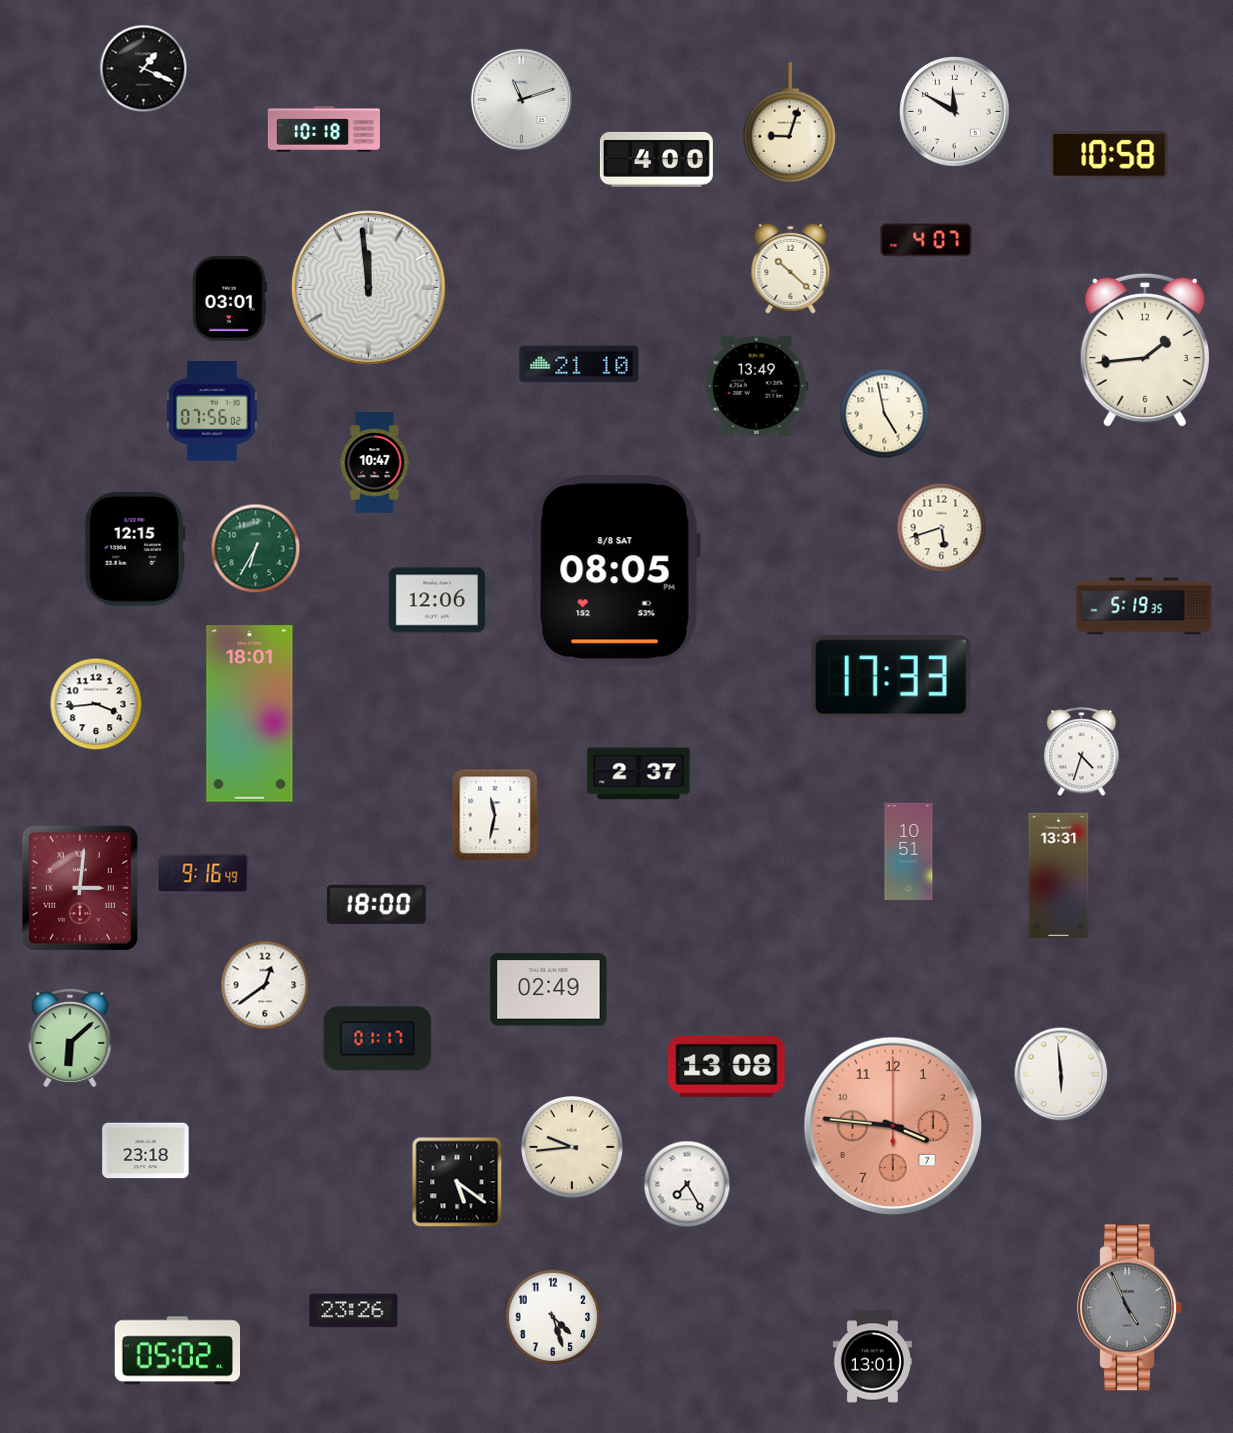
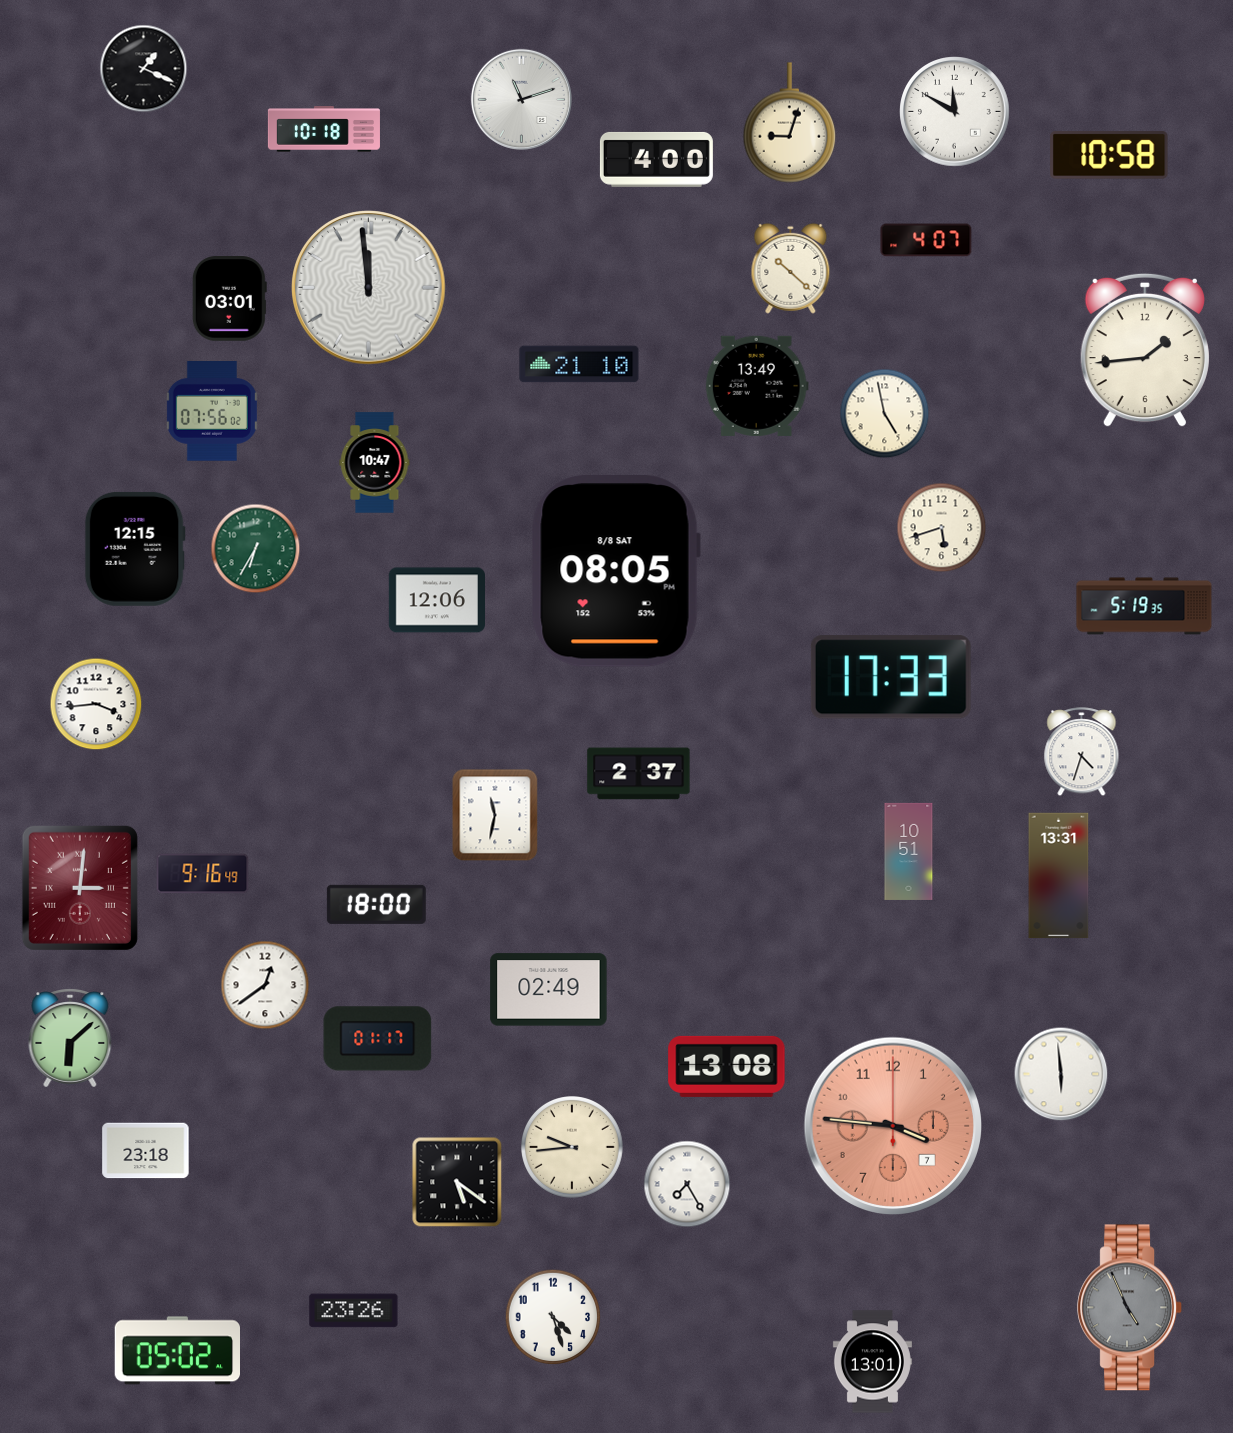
clock at (250, 714): 18:01 -> none
